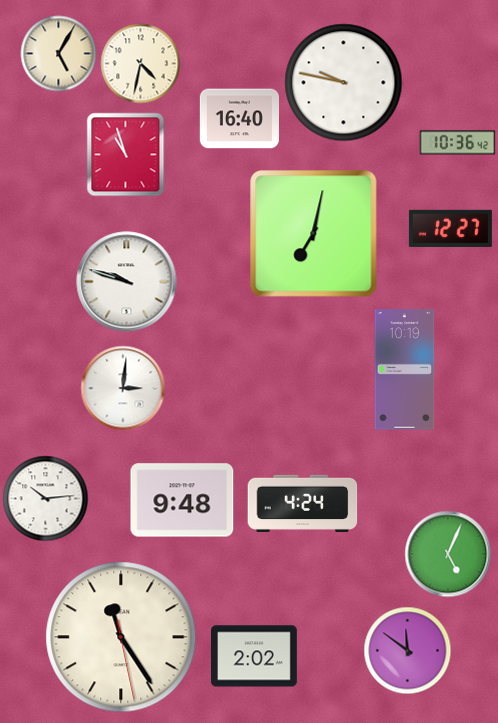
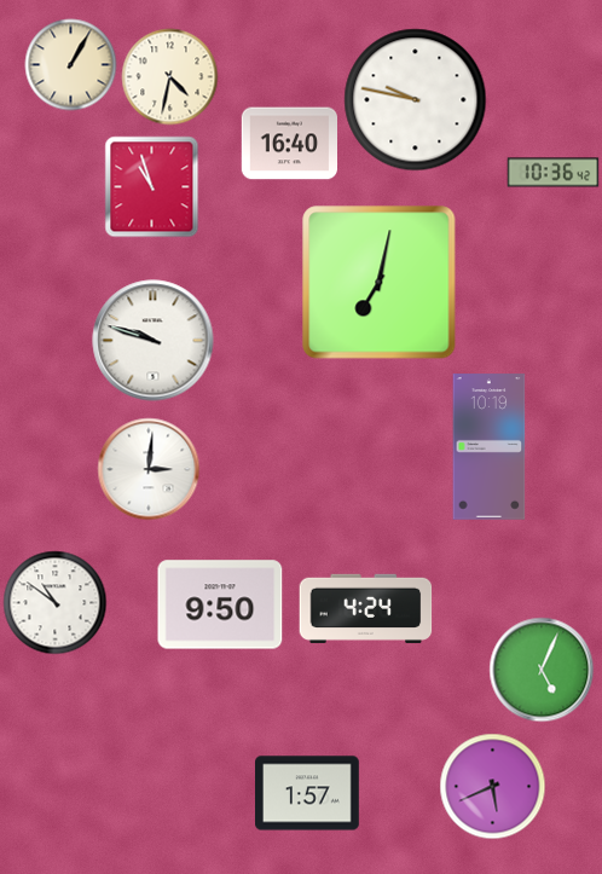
clock at (59, 54): 5:05 -> 1:05
clock at (450, 228): 12:27 -> none
clock at (46, 499): 10:14 -> 10:51
clock at (182, 500): 9:48 -> 9:50
clock at (121, 637): 11:24 -> none
clock at (408, 651): 11:51 -> 5:41
clock at (255, 656): 2:02 -> 1:57
